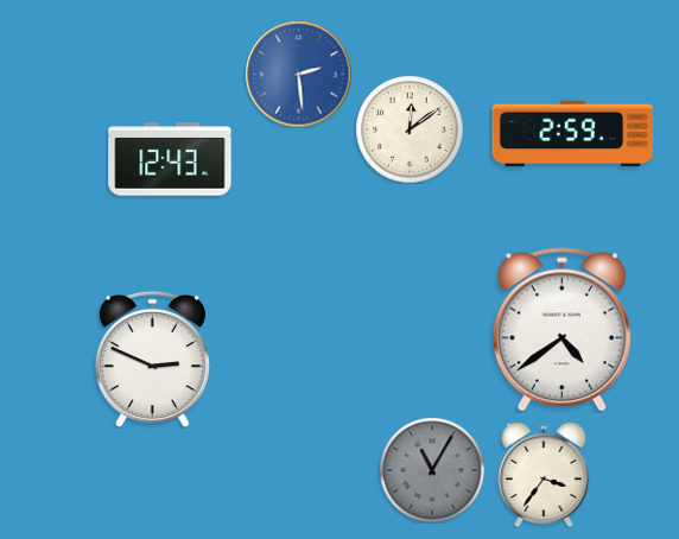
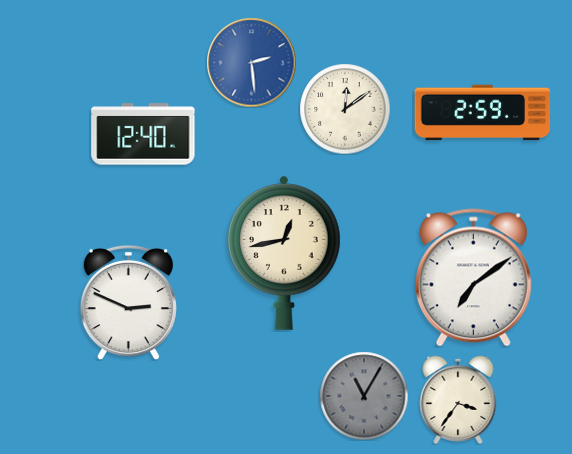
clock at (170, 159): 12:43 -> 12:40
clock at (284, 253): none -> 12:43
clock at (561, 330): 4:39 -> 7:09
